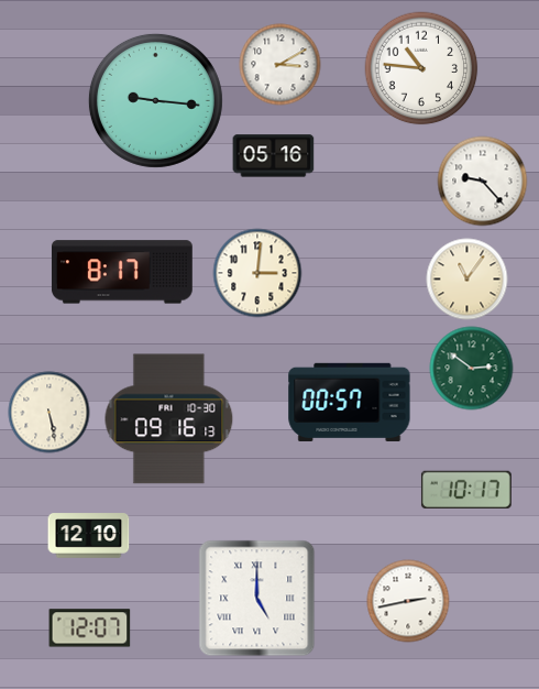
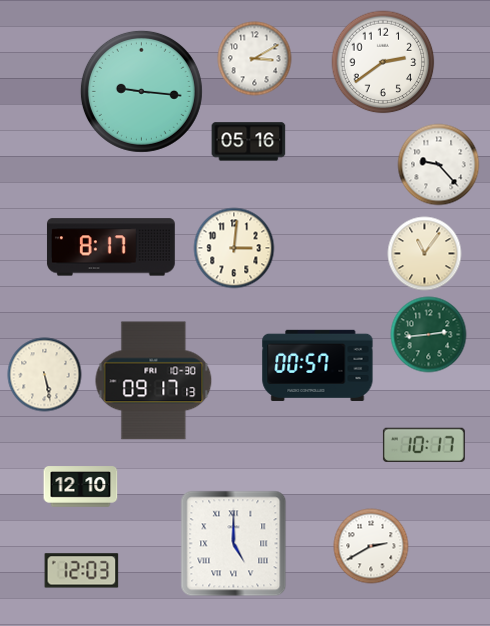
clock at (421, 68): 10:46 -> 2:39
clock at (472, 369): 2:51 -> 2:44
clock at (169, 419): 09:16 -> 09:17
clock at (408, 601): 2:43 -> 2:40
clock at (90, 628): 12:07 -> 12:03
